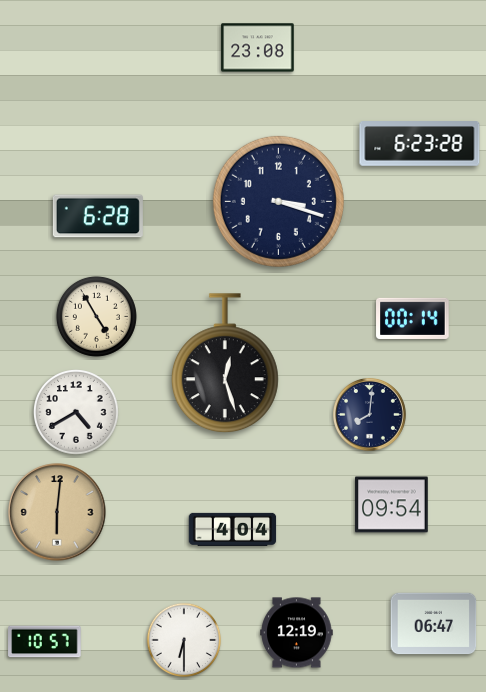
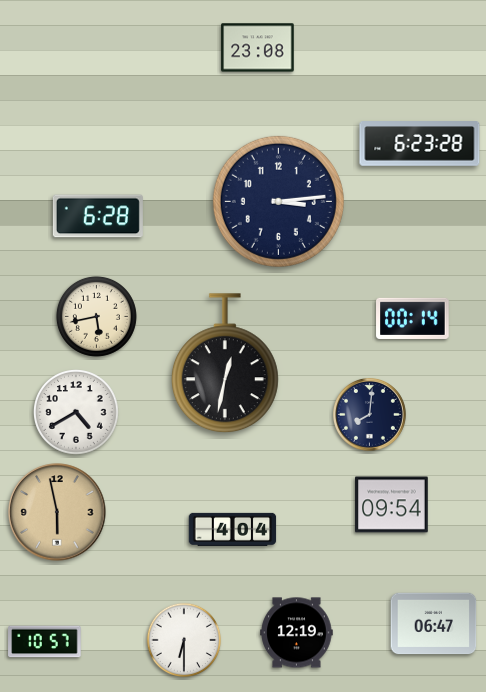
clock at (278, 201): 3:18 -> 3:14
clock at (96, 316): 4:55 -> 5:43
clock at (225, 364): 12:27 -> 12:32
clock at (57, 512): 6:01 -> 5:58
